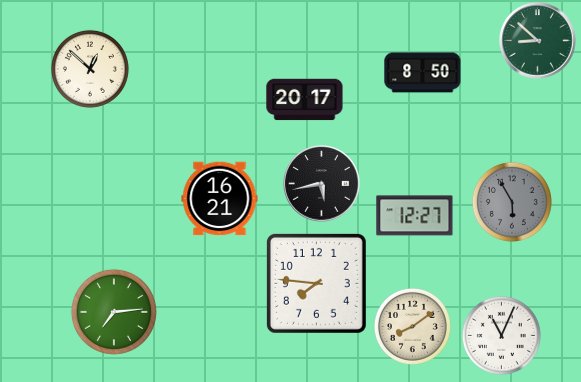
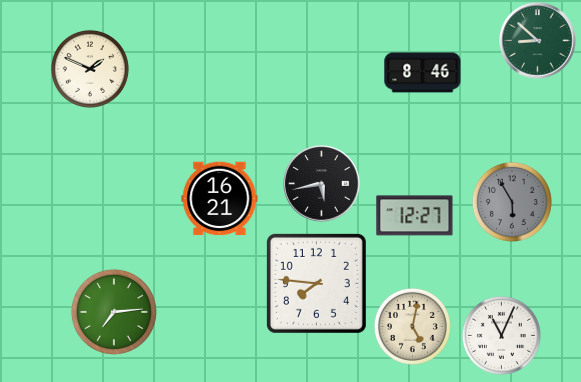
clock at (90, 69): 12:52 -> 1:49
clock at (423, 73): 8:50 -> 8:46
clock at (305, 100): 20:17 -> none
clock at (412, 326): 8:09 -> 5:02
